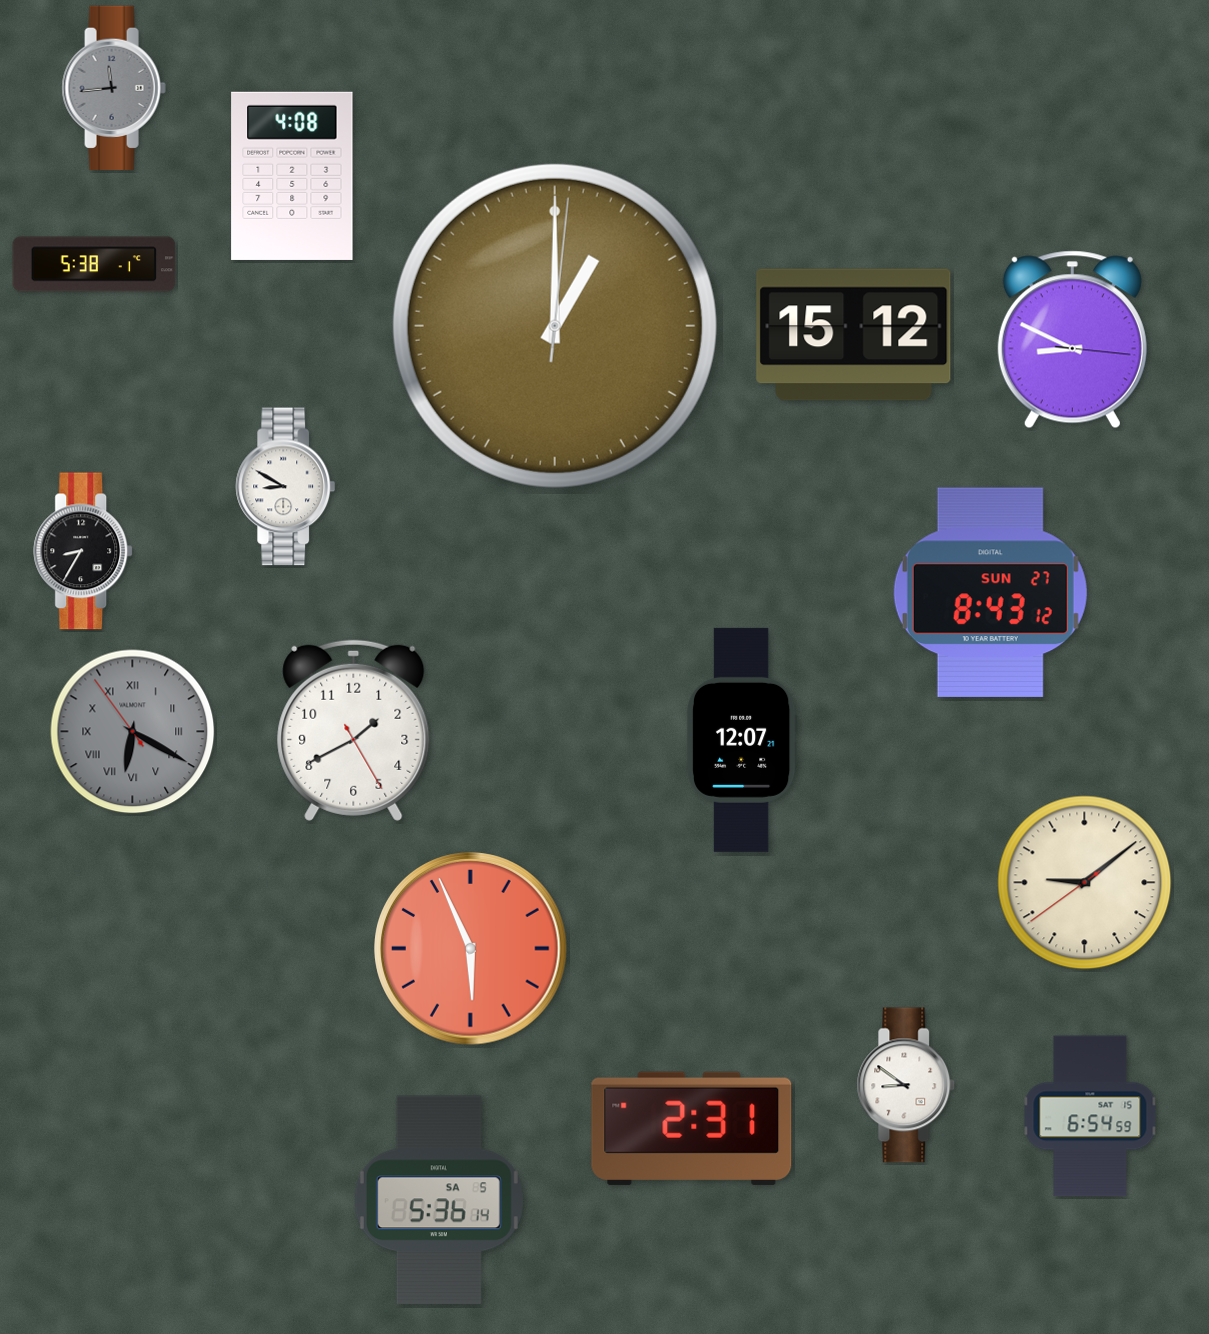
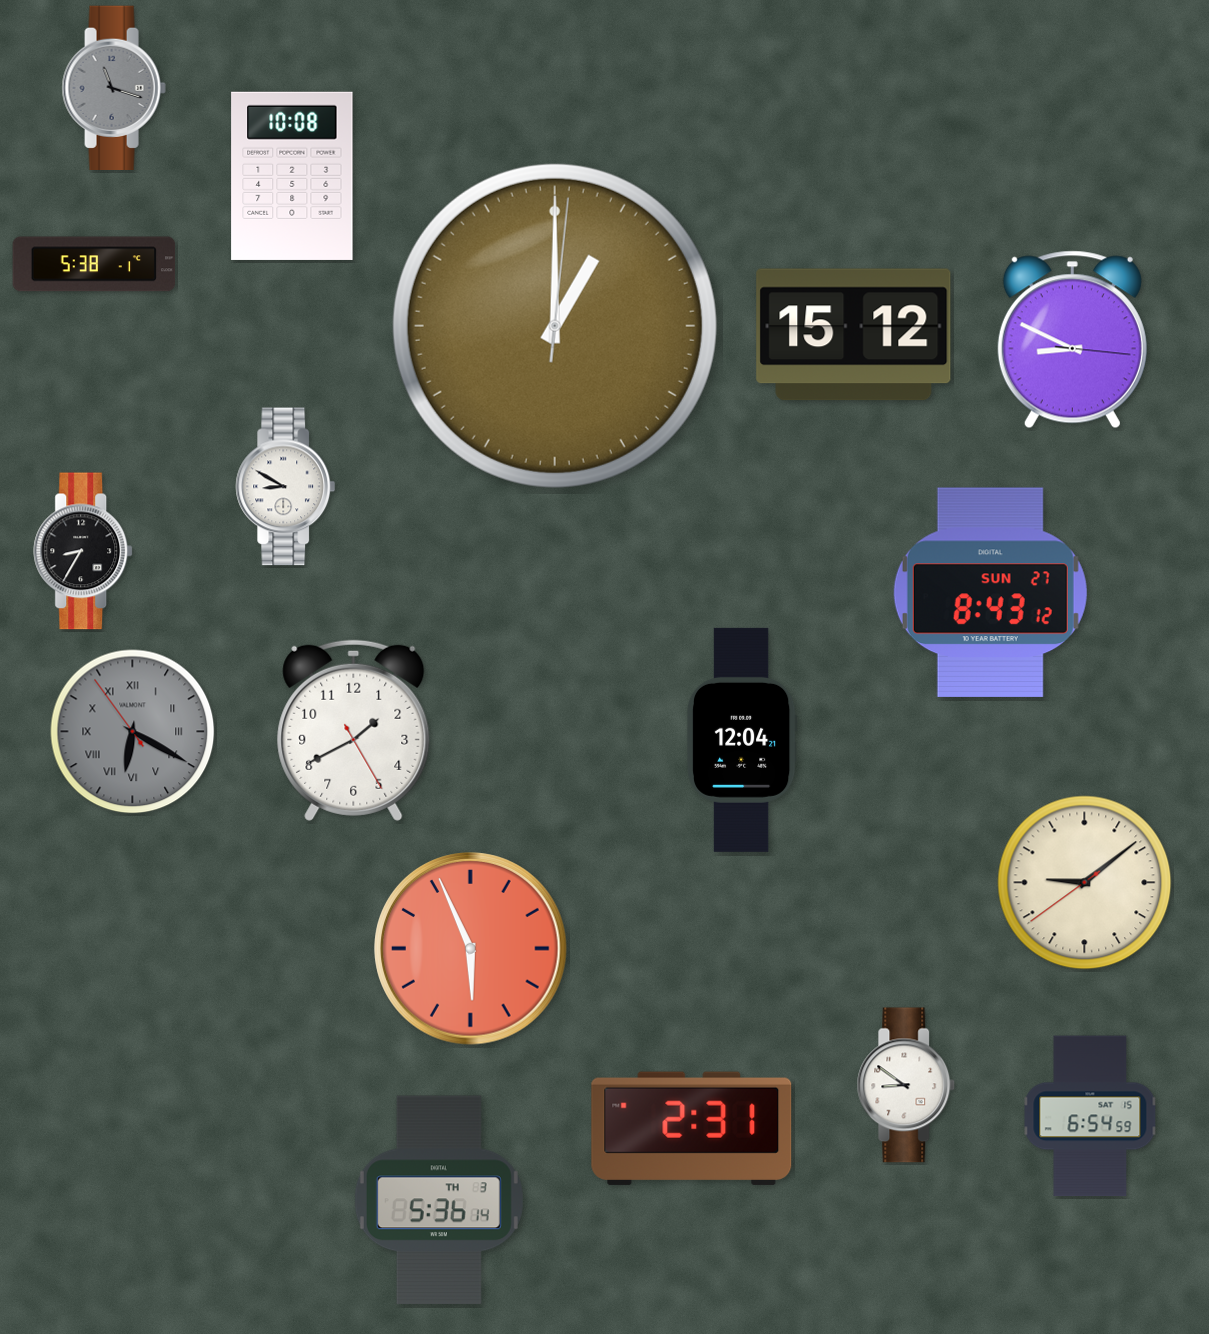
clock at (114, 88): 11:44 -> 11:18
clock at (292, 176): 4:08 -> 10:08
clock at (742, 740): 12:07 -> 12:04
clock at (439, 1200) date: SA 5 -> TH 3
